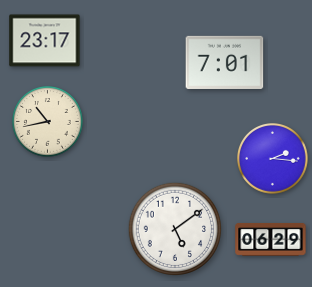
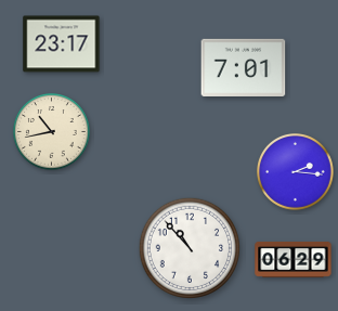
clock at (45, 41) position: (45, 41) -> (62, 44)
clock at (174, 228): 5:09 -> 10:53
